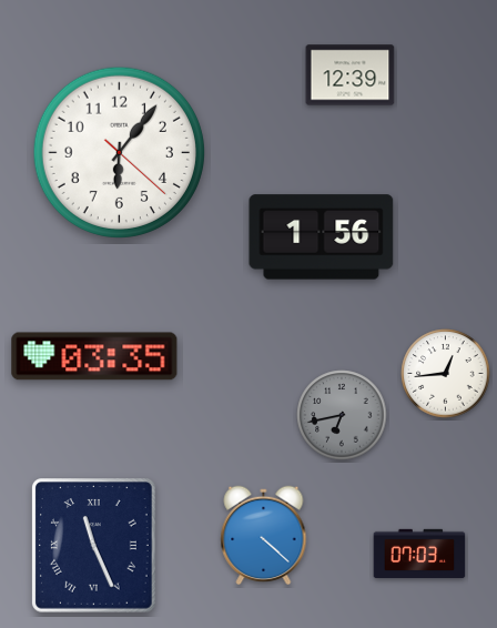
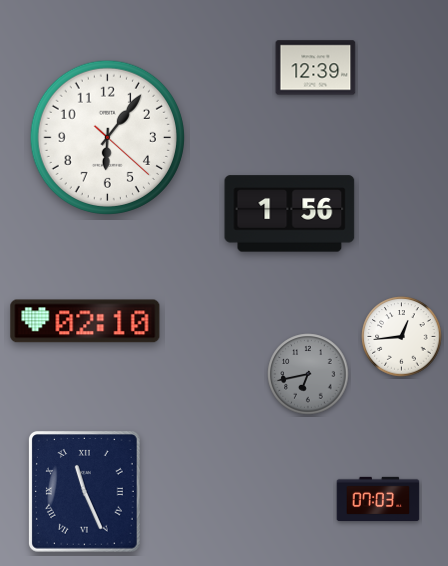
clock at (94, 356): 03:35 -> 02:10
clock at (264, 536): 4:22 -> none
